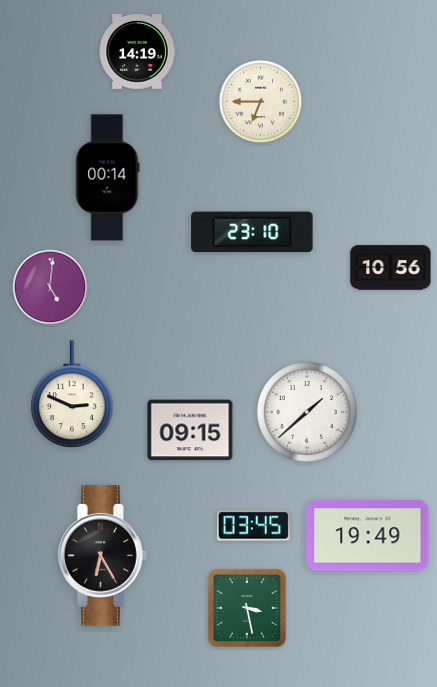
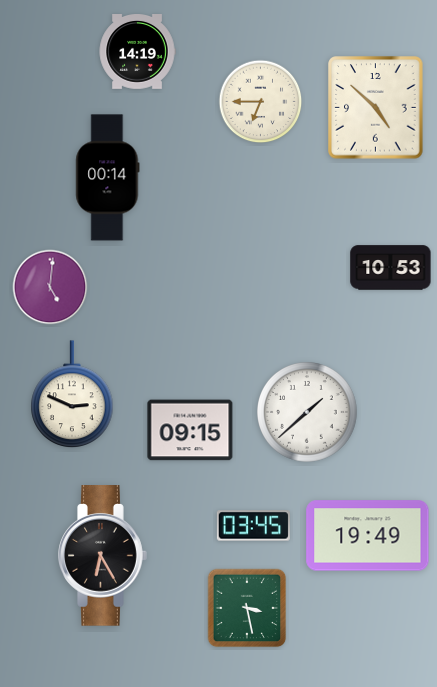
clock at (376, 108): none -> 4:52
clock at (252, 232): 23:10 -> none
clock at (391, 268): 10:56 -> 10:53
